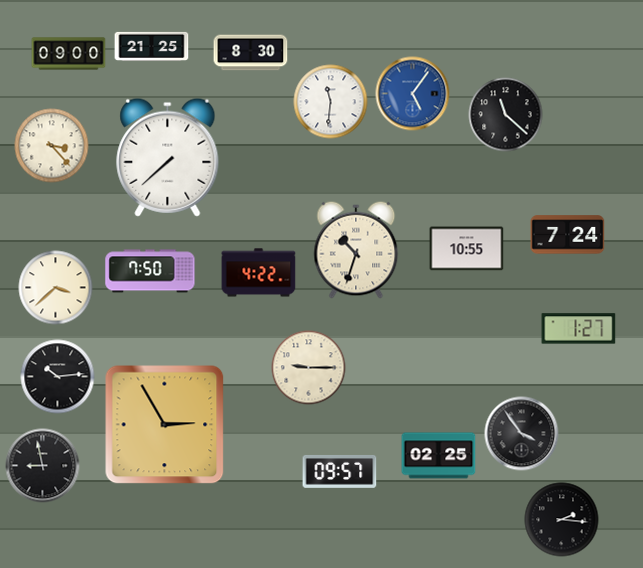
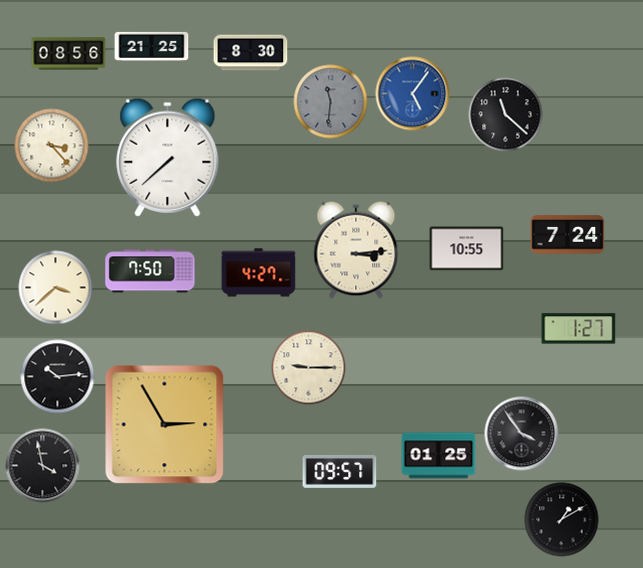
clock at (69, 54): 09:00 -> 08:56
clock at (331, 102) dial: white -> grey
clock at (356, 250): 10:33 -> 3:14
clock at (259, 273): 4:22 -> 4:27
clock at (439, 456): 02:25 -> 01:25
clock at (43, 466): 8:58 -> 3:58
clock at (562, 520): 2:16 -> 1:10
